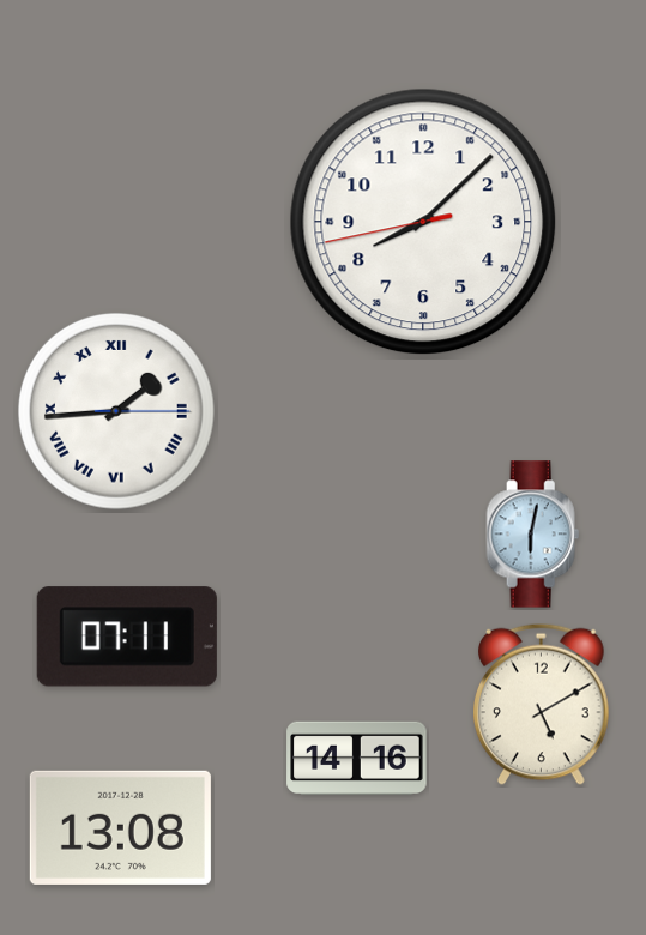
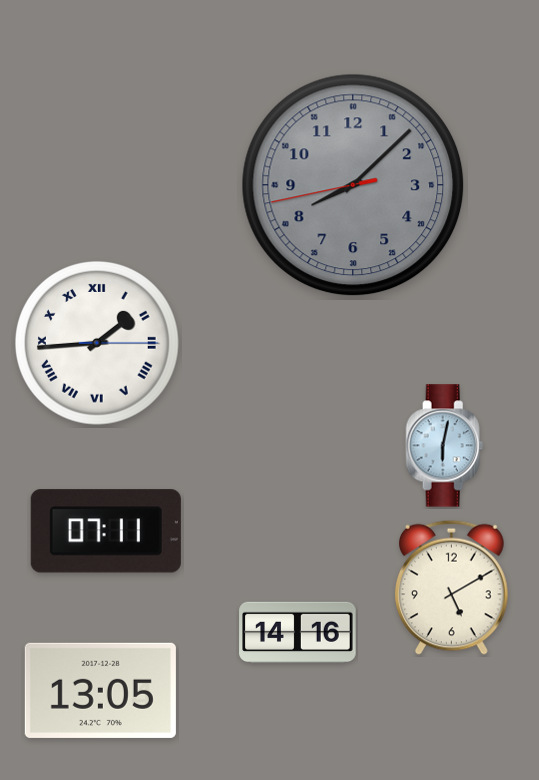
clock at (423, 222) dial: white -> grey
clock at (120, 827): 13:08 -> 13:05
